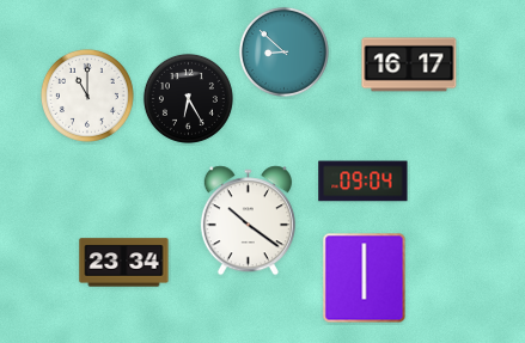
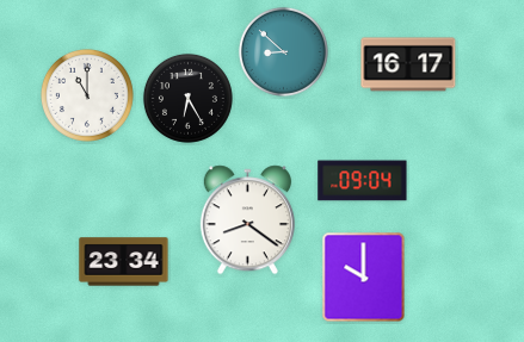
clock at (248, 221): 10:21 -> 8:21
clock at (365, 278): 6:00 -> 10:00
